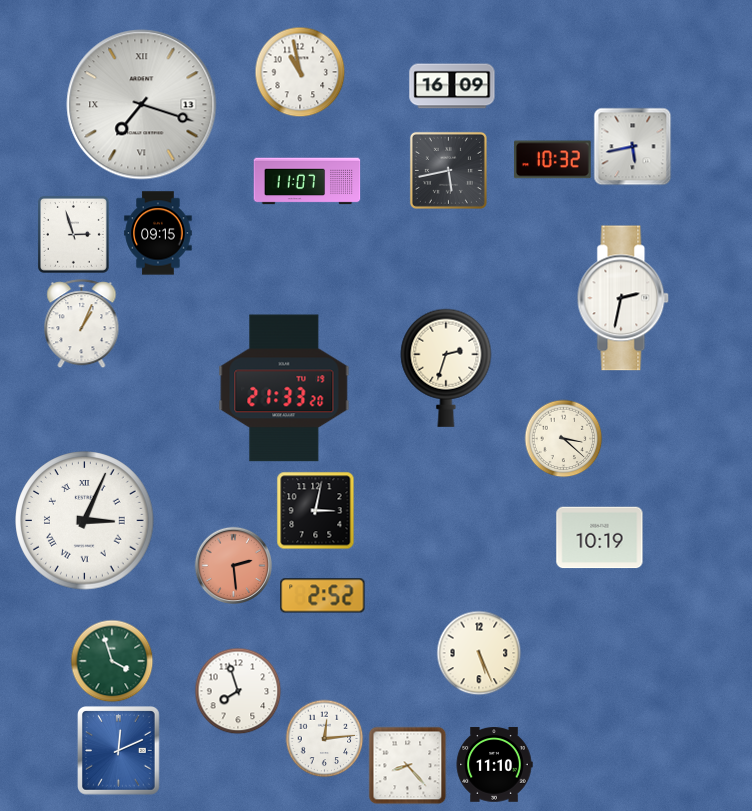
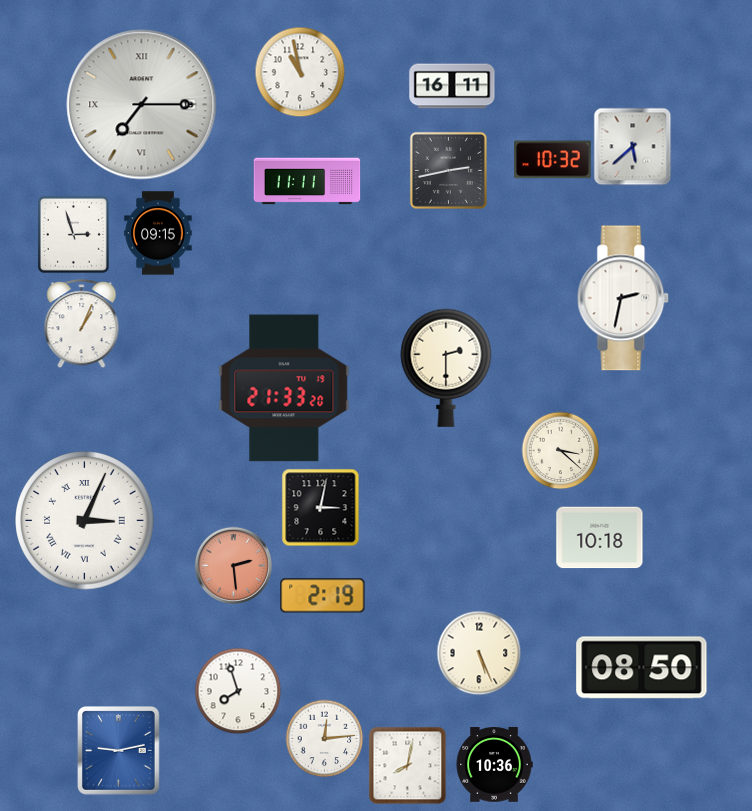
clock at (452, 86): 16:09 -> 16:11
clock at (142, 105): 7:18 -> 7:15
clock at (632, 146): 5:43 -> 5:38
clock at (448, 170): 5:43 -> 2:43
clock at (307, 181): 11:07 -> 11:11
clock at (446, 368): 2:33 -> 2:30
clock at (563, 438) position: (563, 438) -> (560, 450)
clock at (315, 510) position: (315, 510) -> (320, 507)
clock at (600, 538): 10:19 -> 10:18
clock at (323, 596): 2:52 -> 2:19
clock at (112, 661): 3:57 -> none
clock at (642, 668): none -> 08:50
clock at (119, 751): 12:11 -> 9:13
clock at (407, 765): 8:23 -> 8:02
clock at (494, 765): 11:10 -> 10:36
